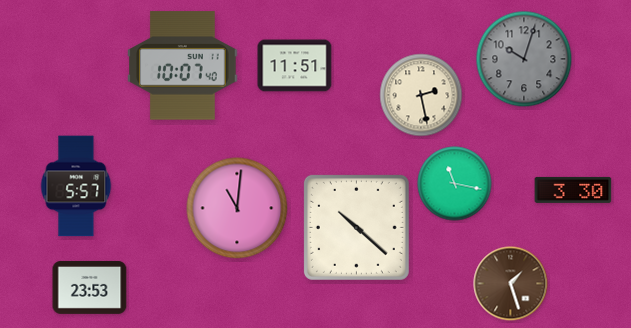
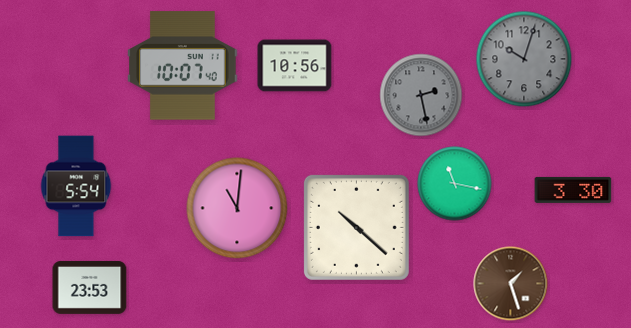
clock at (295, 66): 11:51 -> 10:56
clock at (421, 95) dial: cream -> grey
clock at (76, 186): 5:57 -> 5:54
